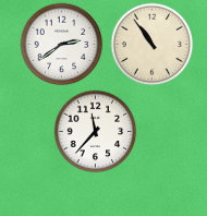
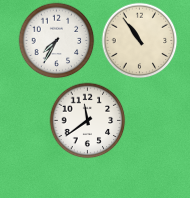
clock at (62, 45): 2:39 -> 7:35
clock at (96, 132): 11:37 -> 11:39
